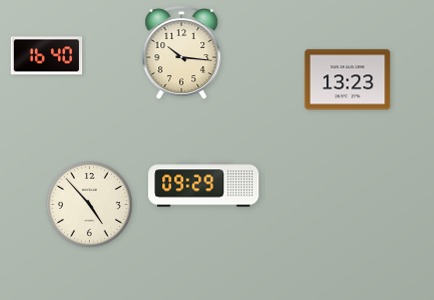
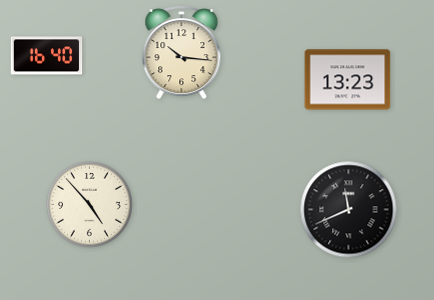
clock at (204, 185): 09:29 -> none
clock at (349, 210): none -> 11:41
